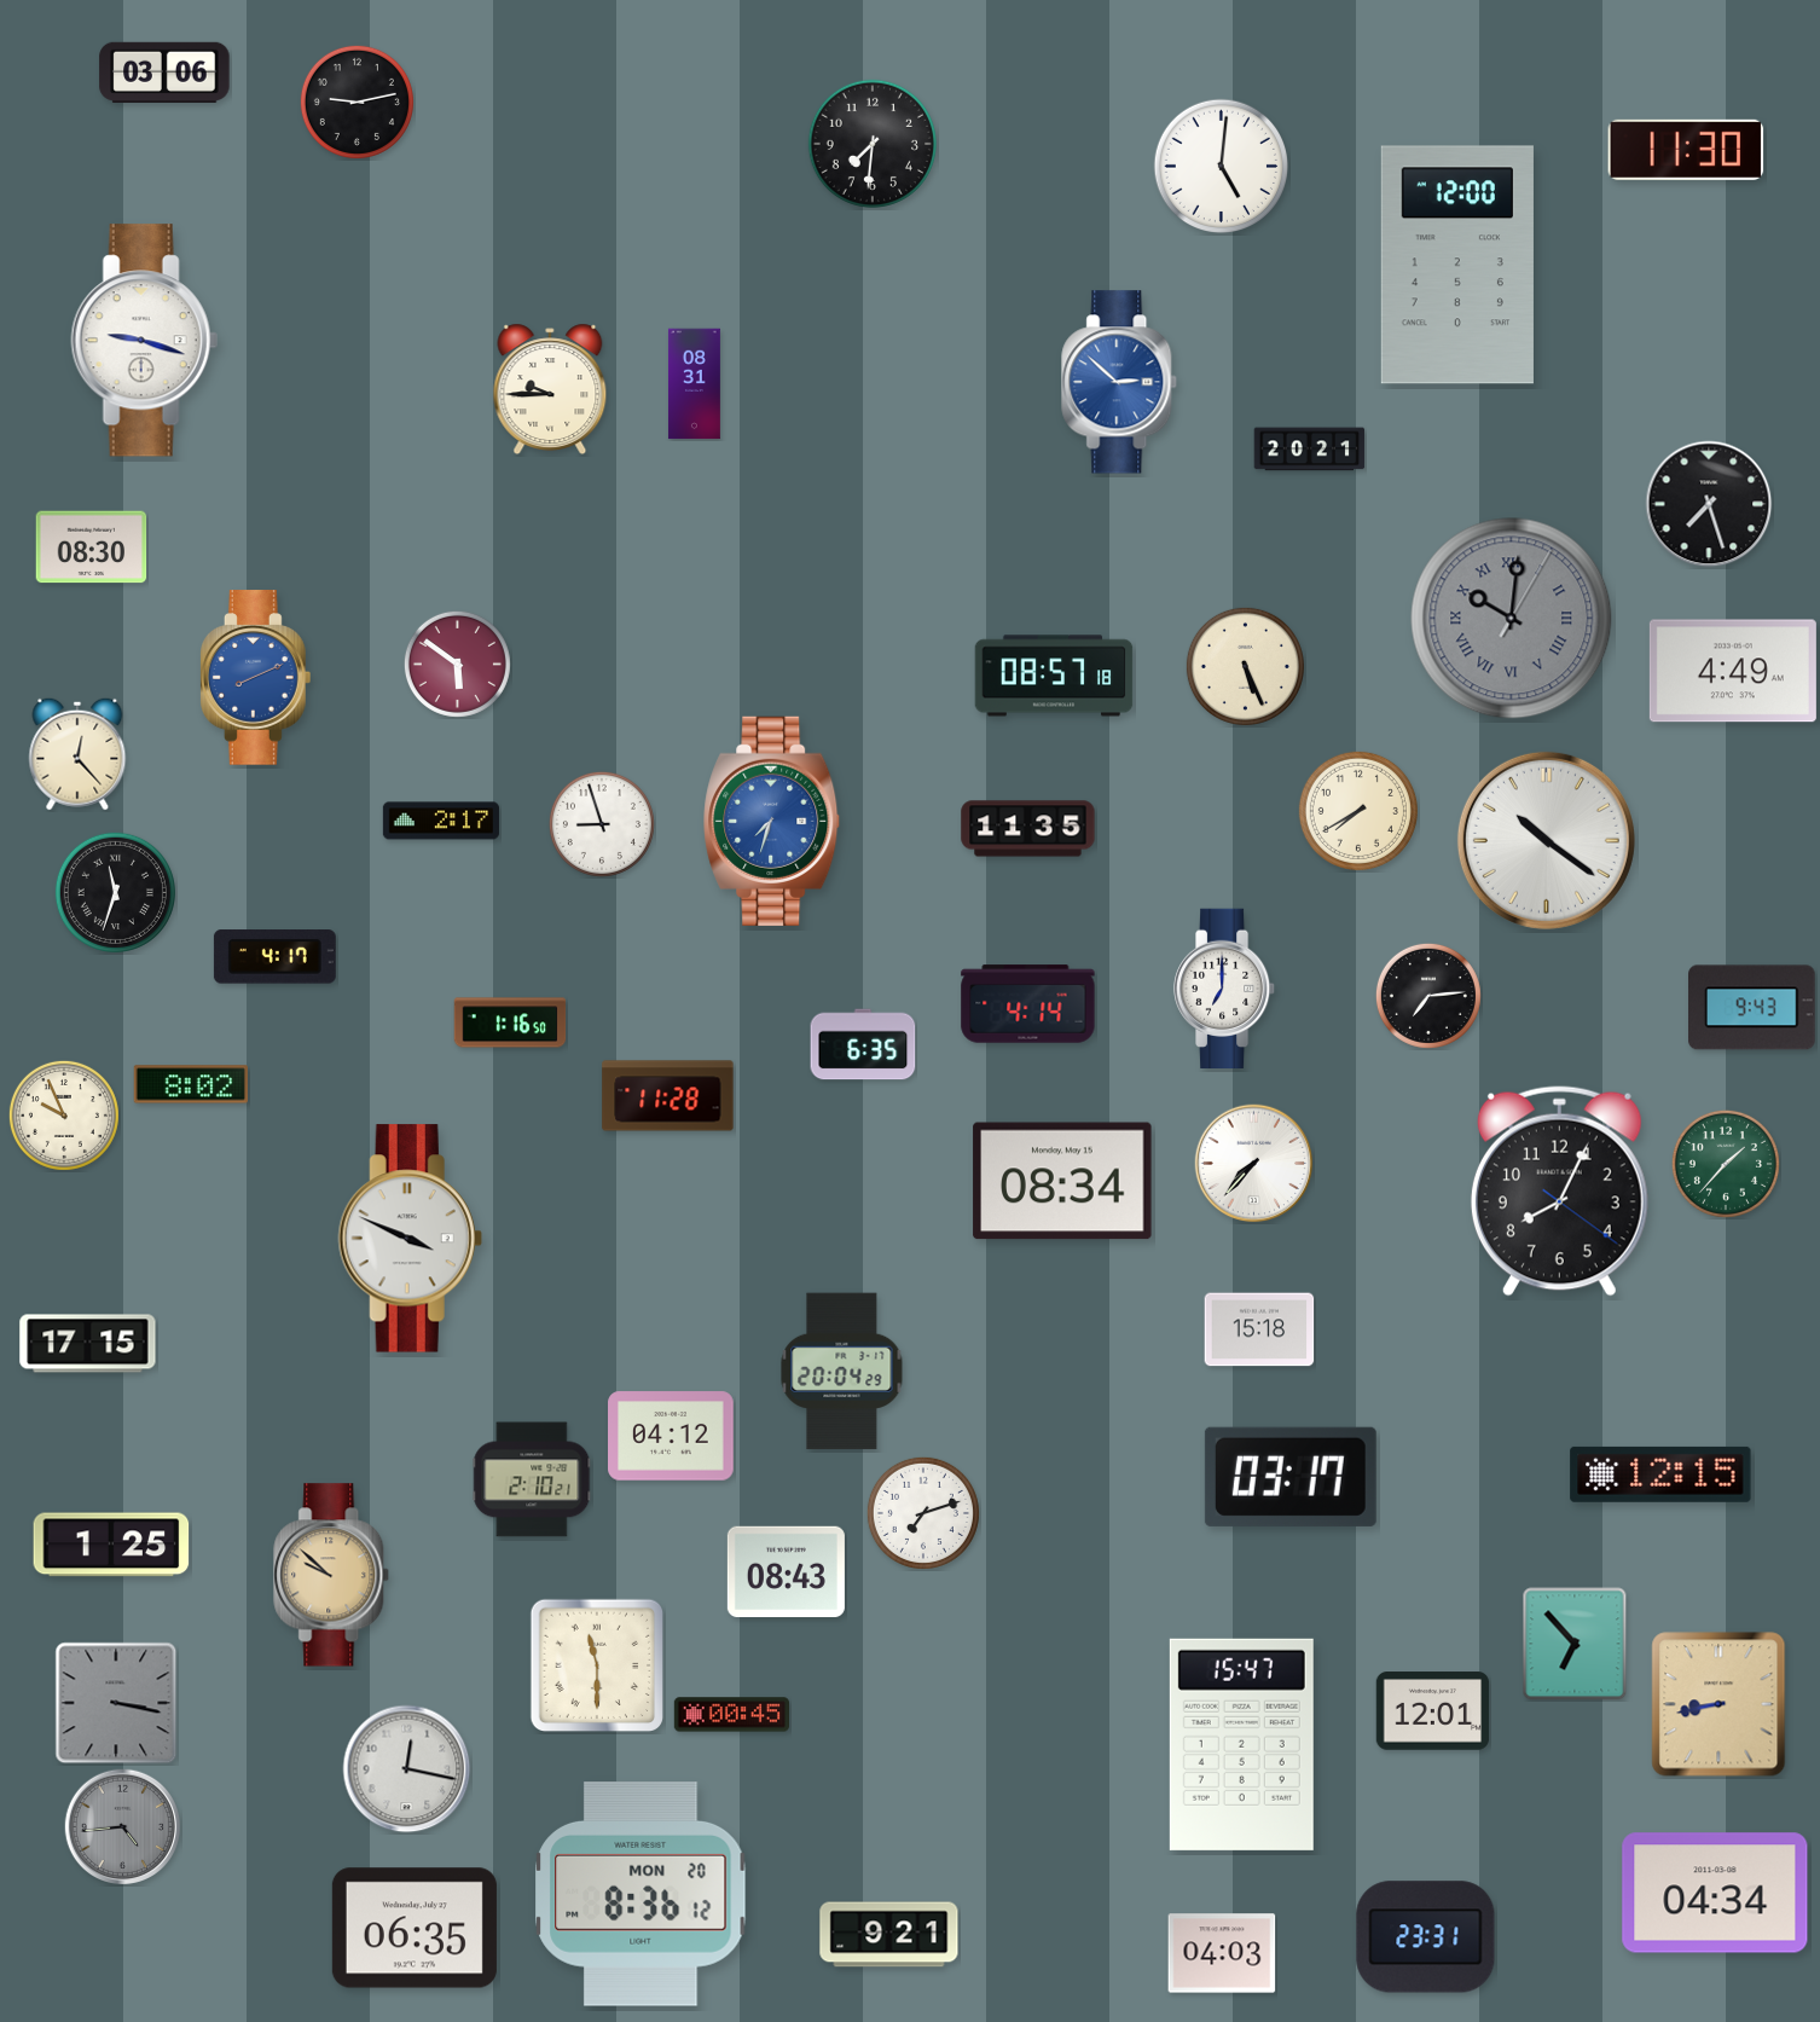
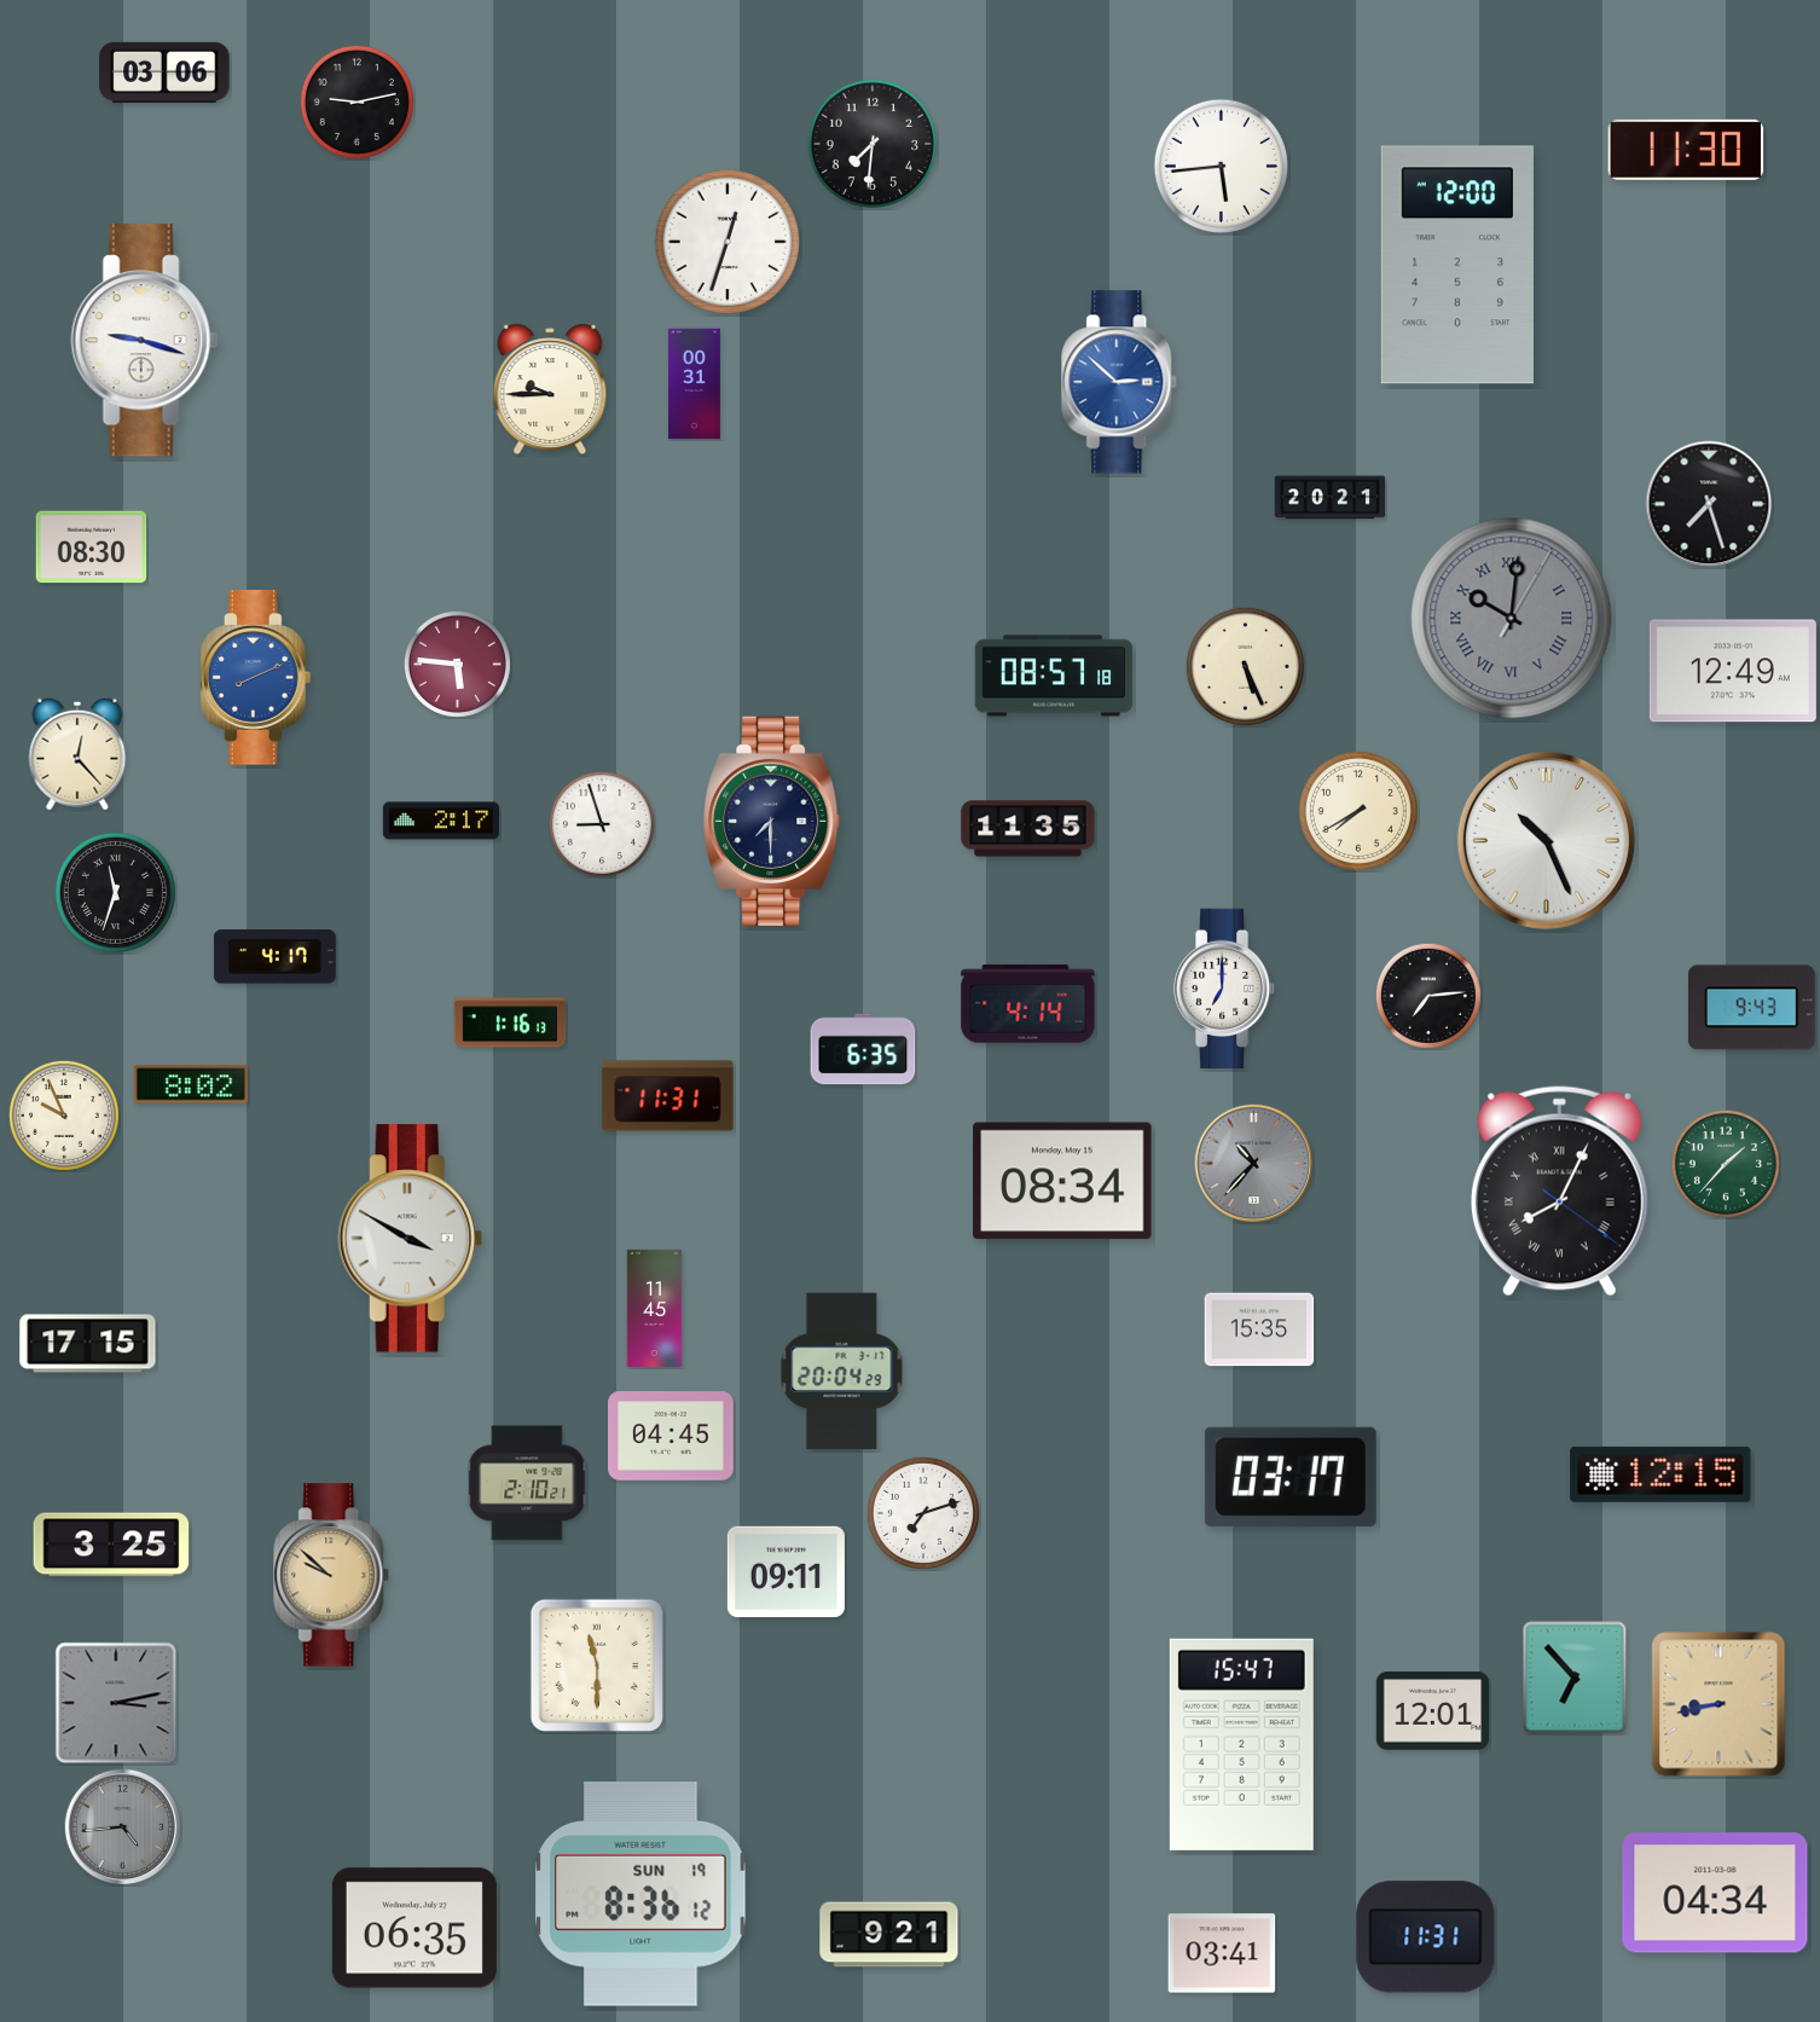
clock at (1221, 166): 5:01 -> 5:44
clock at (728, 242): none -> 12:33
clock at (695, 384): 08:31 -> 00:31
clock at (1310, 450) position: (1310, 450) -> (1331, 498)
clock at (457, 664): 5:51 -> 5:46
clock at (1733, 671): 4:49 -> 12:49
clock at (772, 821): 7:33 -> 7:30
clock at (772, 821) dial: blue -> navy
clock at (1546, 840): 10:21 -> 10:26
clock at (510, 1022): 1:16:50 -> 1:16:13
clock at (863, 1044) position: (863, 1044) -> (863, 1049)
clock at (668, 1096): 11:28 -> 11:31
clock at (1254, 1164): 7:37 -> 10:37
clock at (1254, 1164) dial: white -> grey
clock at (1559, 1192) numerals: Arabic -> Roman
clock at (410, 1239): 3:49 -> 3:50
clock at (655, 1308): none -> 11:45
clock at (1259, 1329): 15:18 -> 15:35
clock at (671, 1436): 04:12 -> 04:45
clock at (532, 1479) position: (532, 1479) -> (527, 1483)
clock at (111, 1545): 1:25 -> 3:25
clock at (786, 1572): 08:43 -> 09:11
clock at (1575, 1644) position: (1575, 1644) -> (1575, 1678)
clock at (116, 1703): 3:17 -> 3:13
clock at (731, 1715): 00:45 -> none
clock at (407, 1769): 12:17 -> none
clock at (641, 1894) date: MON 20 -> SUN 19
clock at (1426, 1937): 23:31 -> 11:31
clock at (1222, 1953): 04:03 -> 03:41
